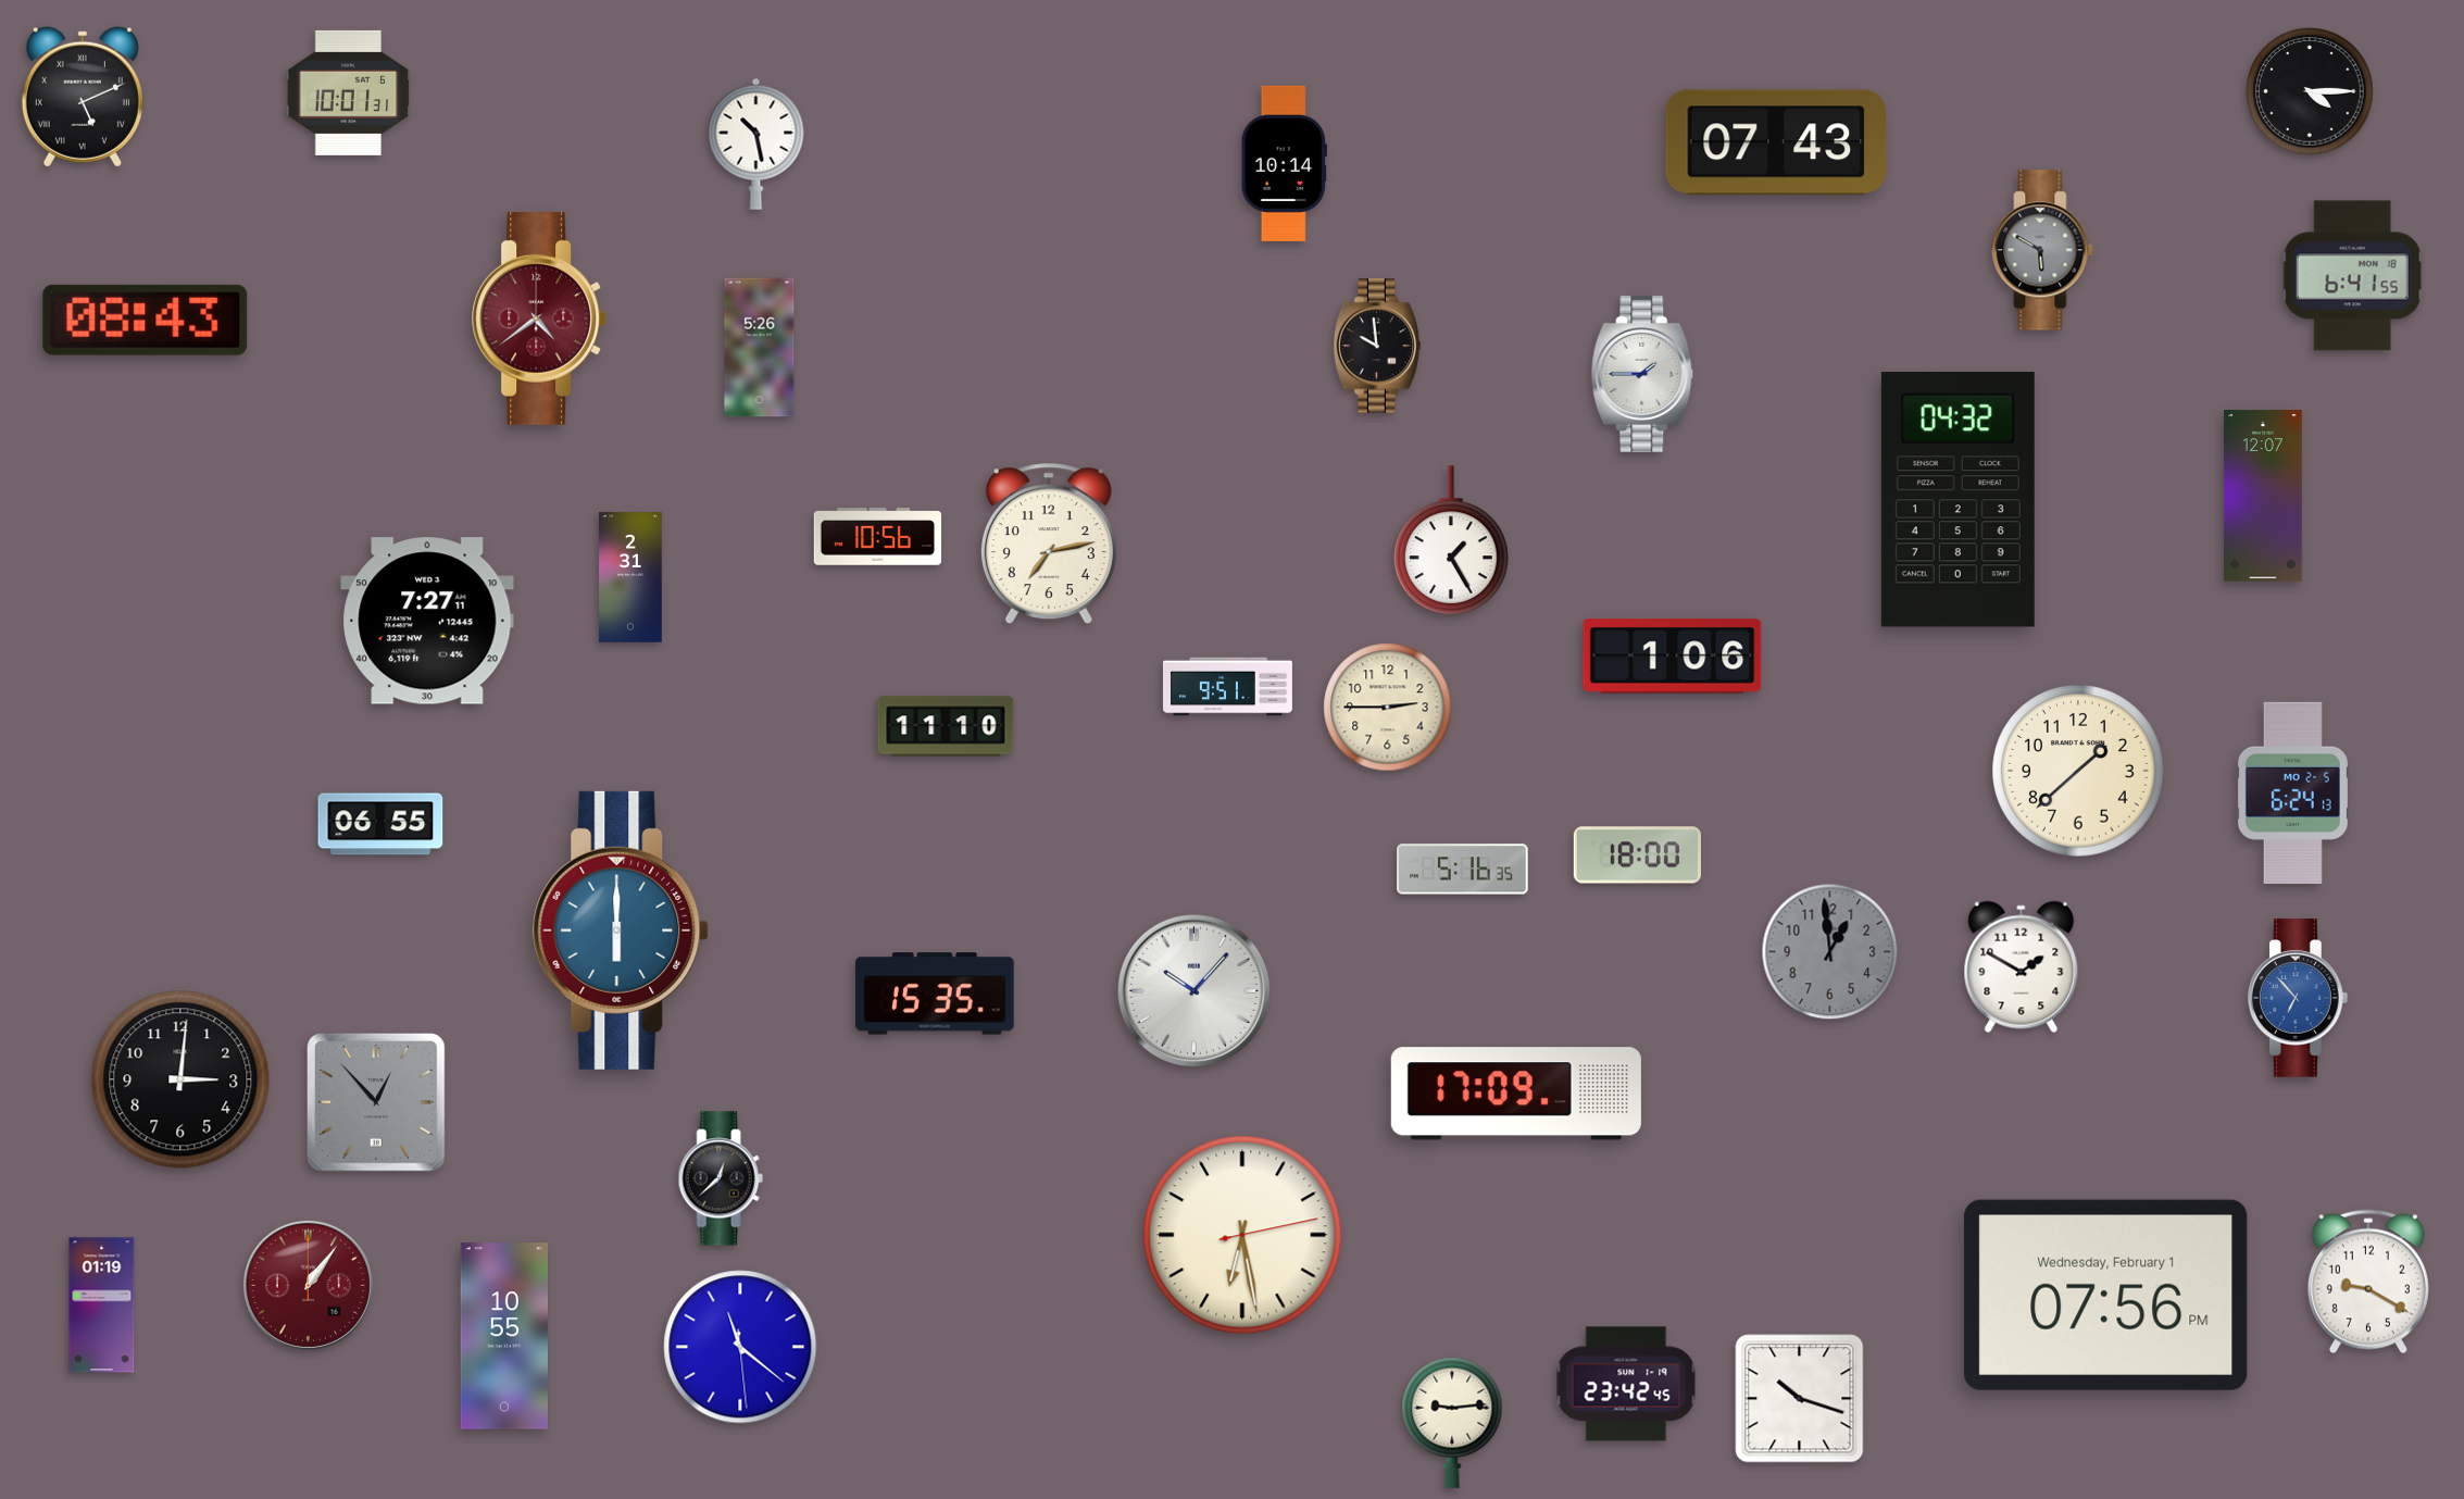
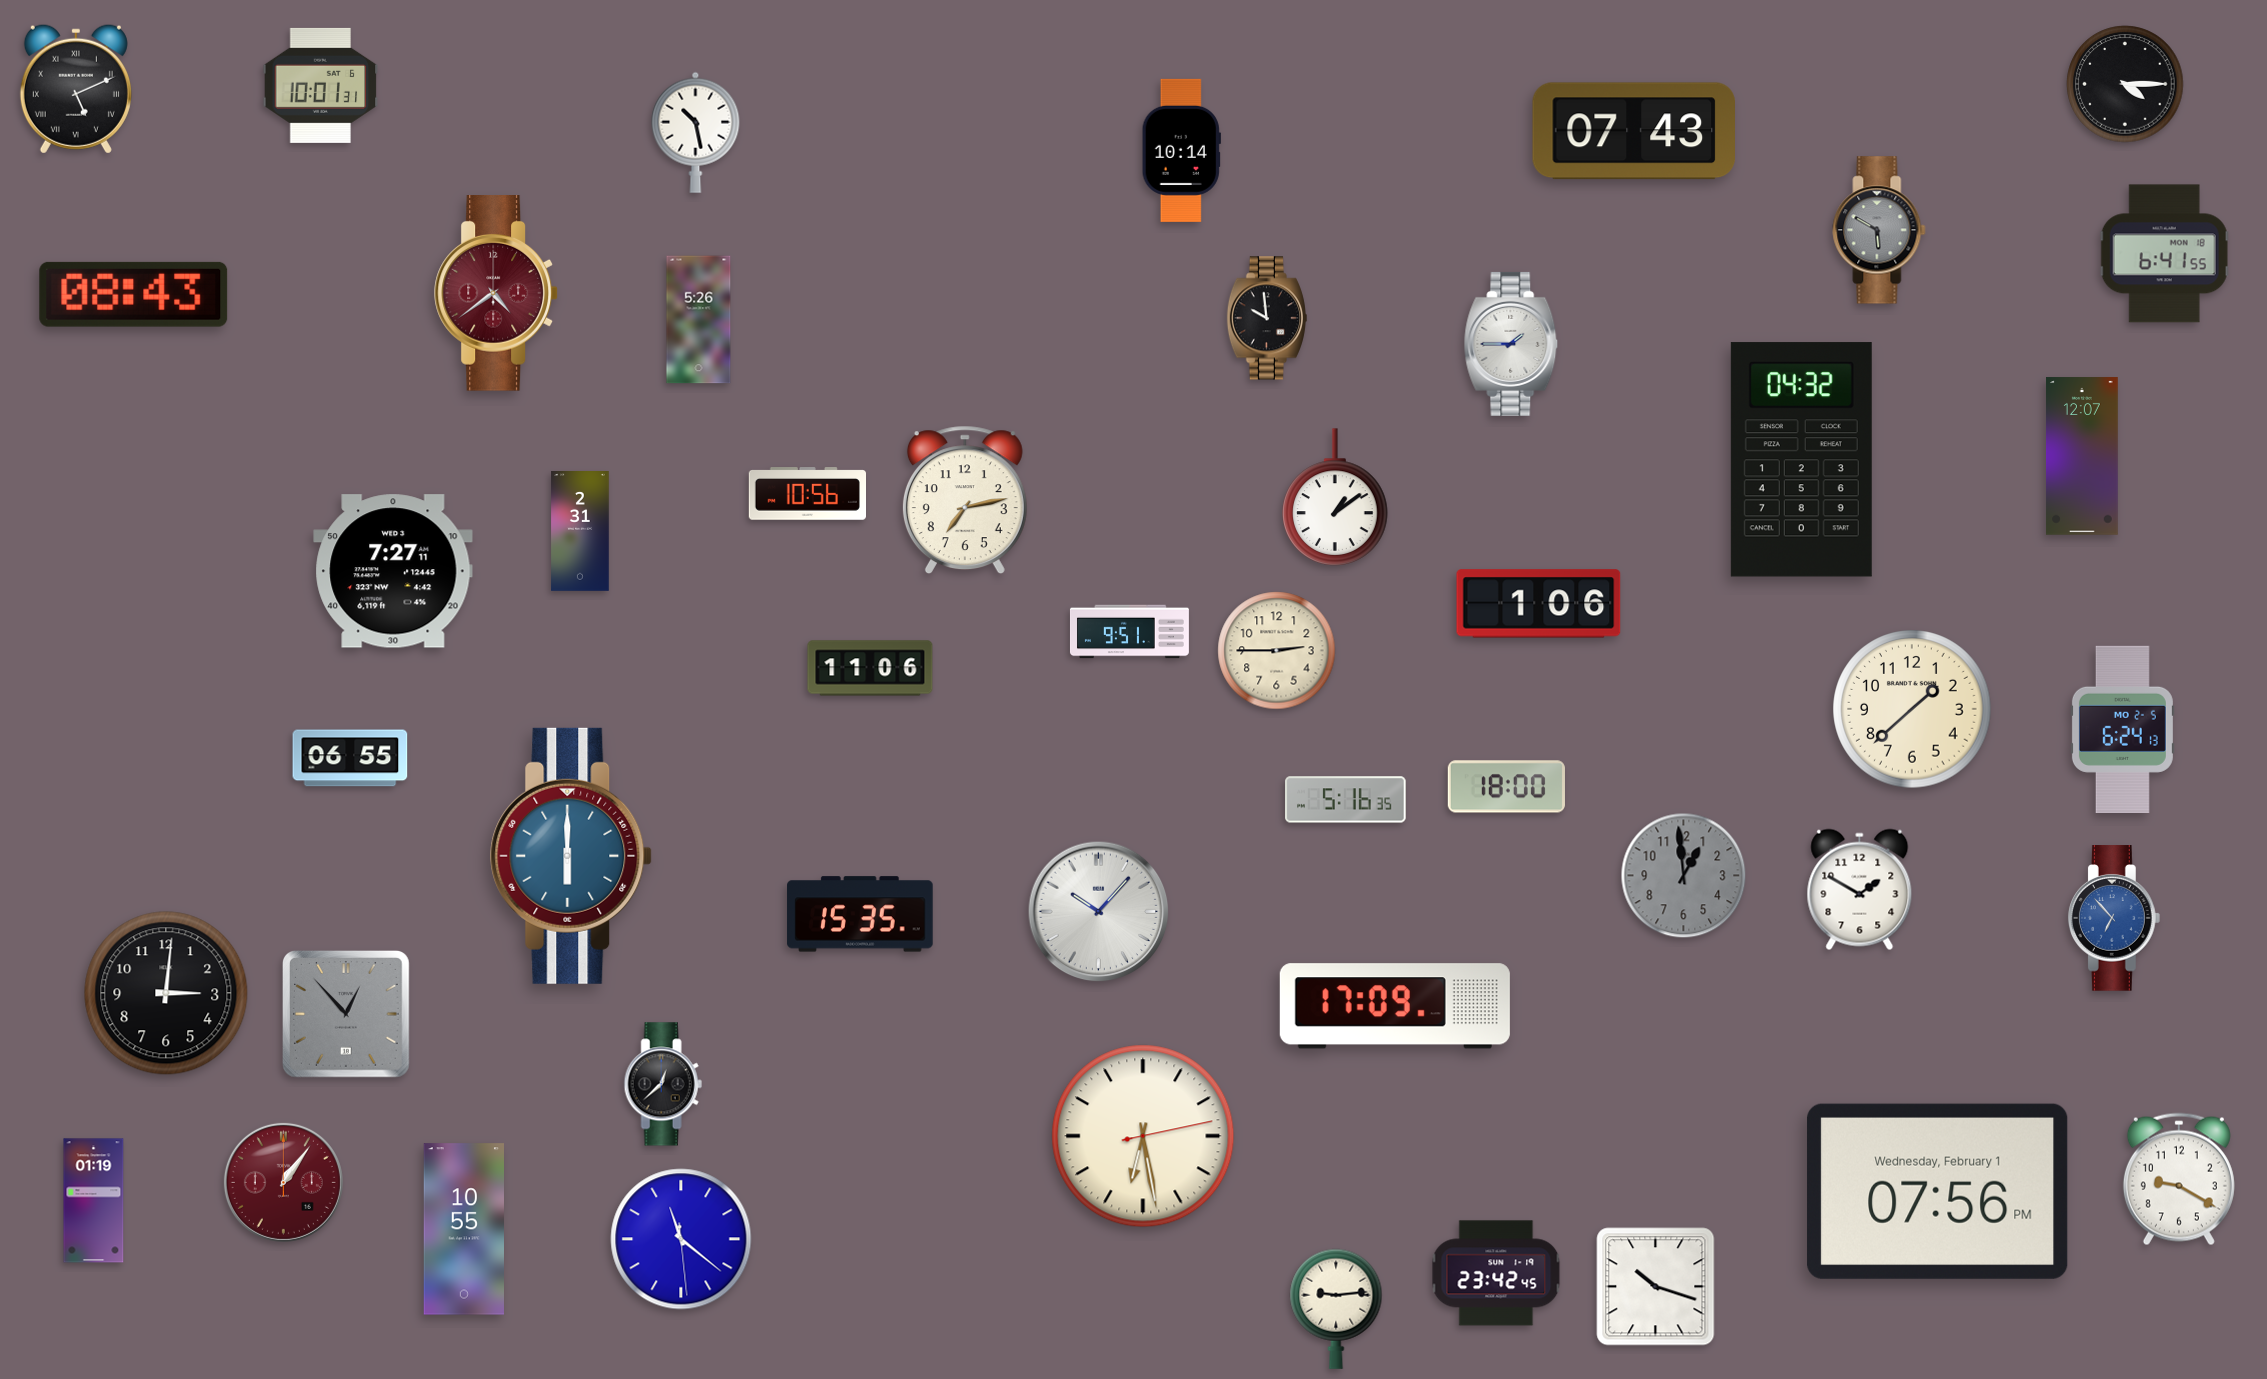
clock at (1451, 540): 1:25 -> 1:09
clock at (946, 726): 11:10 -> 11:06
clock at (2292, 792) position: (2292, 792) -> (2122, 729)
